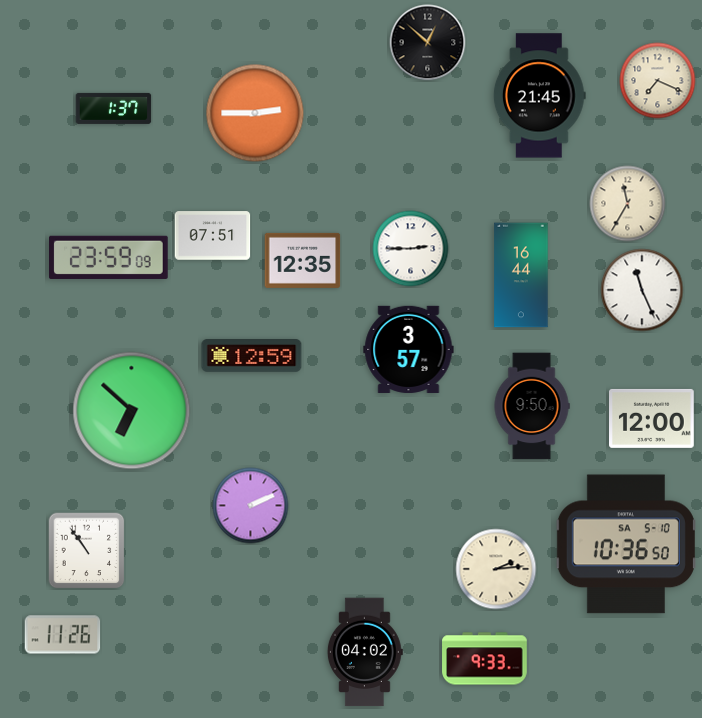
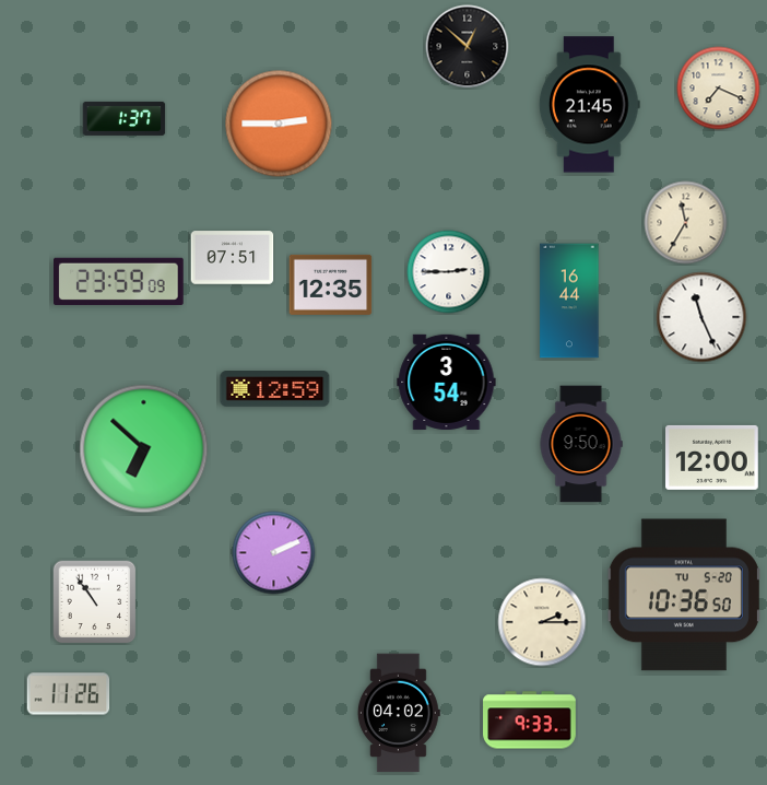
clock at (409, 349): 3:57 -> 3:54
clock at (626, 544) date: SA 5-10 -> TU 5-20
clock at (496, 569): 2:14 -> 2:15
